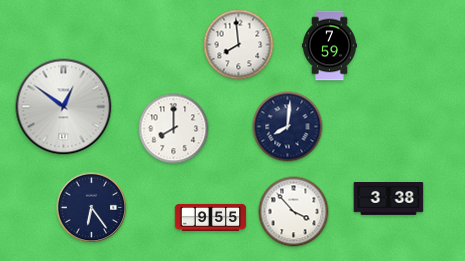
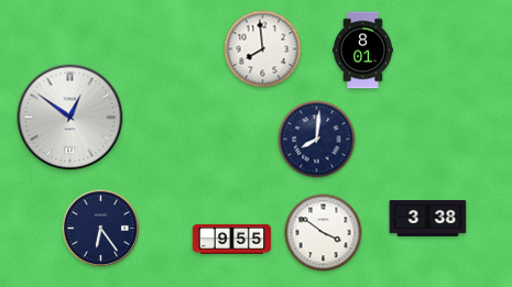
clock at (329, 46): 7:59 -> 8:01
clock at (174, 129): 8:00 -> none
clock at (294, 212): 3:53 -> 3:51
